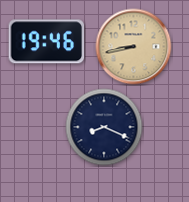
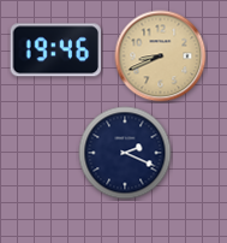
clock at (134, 47): 8:43 -> 8:41
clock at (104, 127): 8:19 -> 2:19
